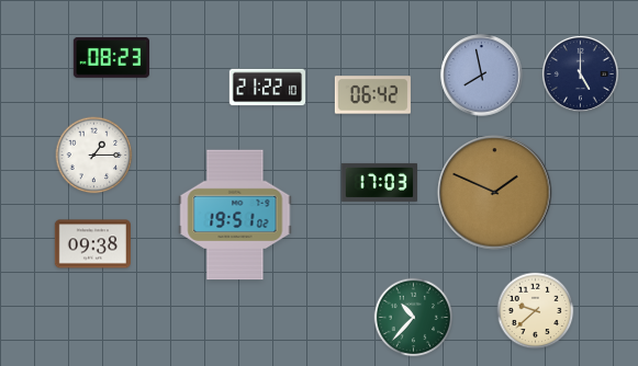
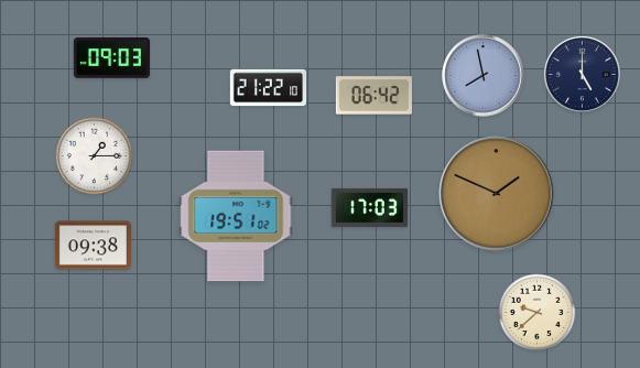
clock at (111, 58): 08:23 -> 09:03
clock at (379, 182) position: (379, 182) -> (369, 207)
clock at (414, 318): 10:37 -> none
